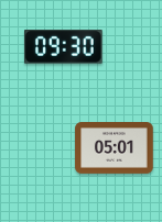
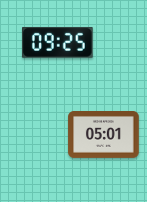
clock at (64, 46): 09:30 -> 09:25
